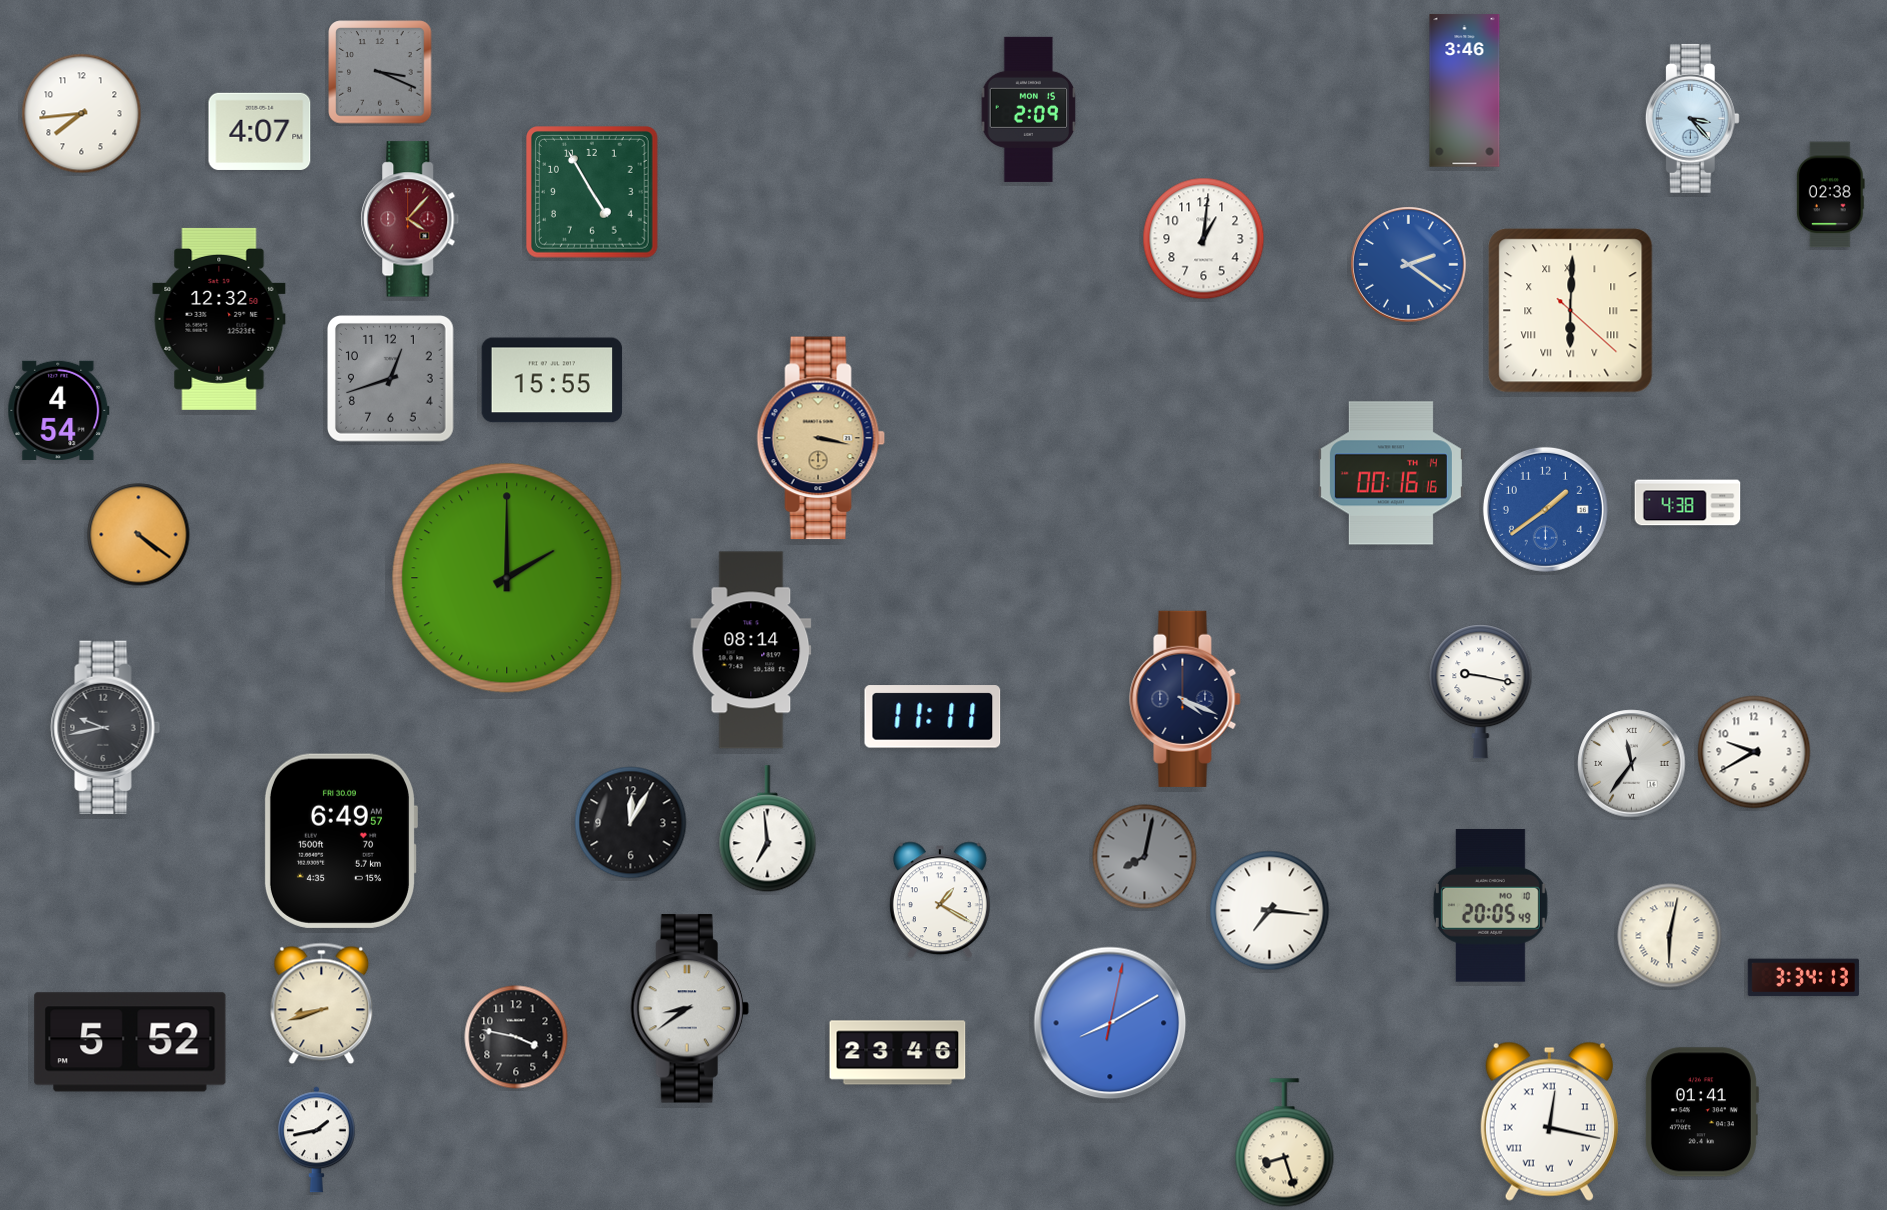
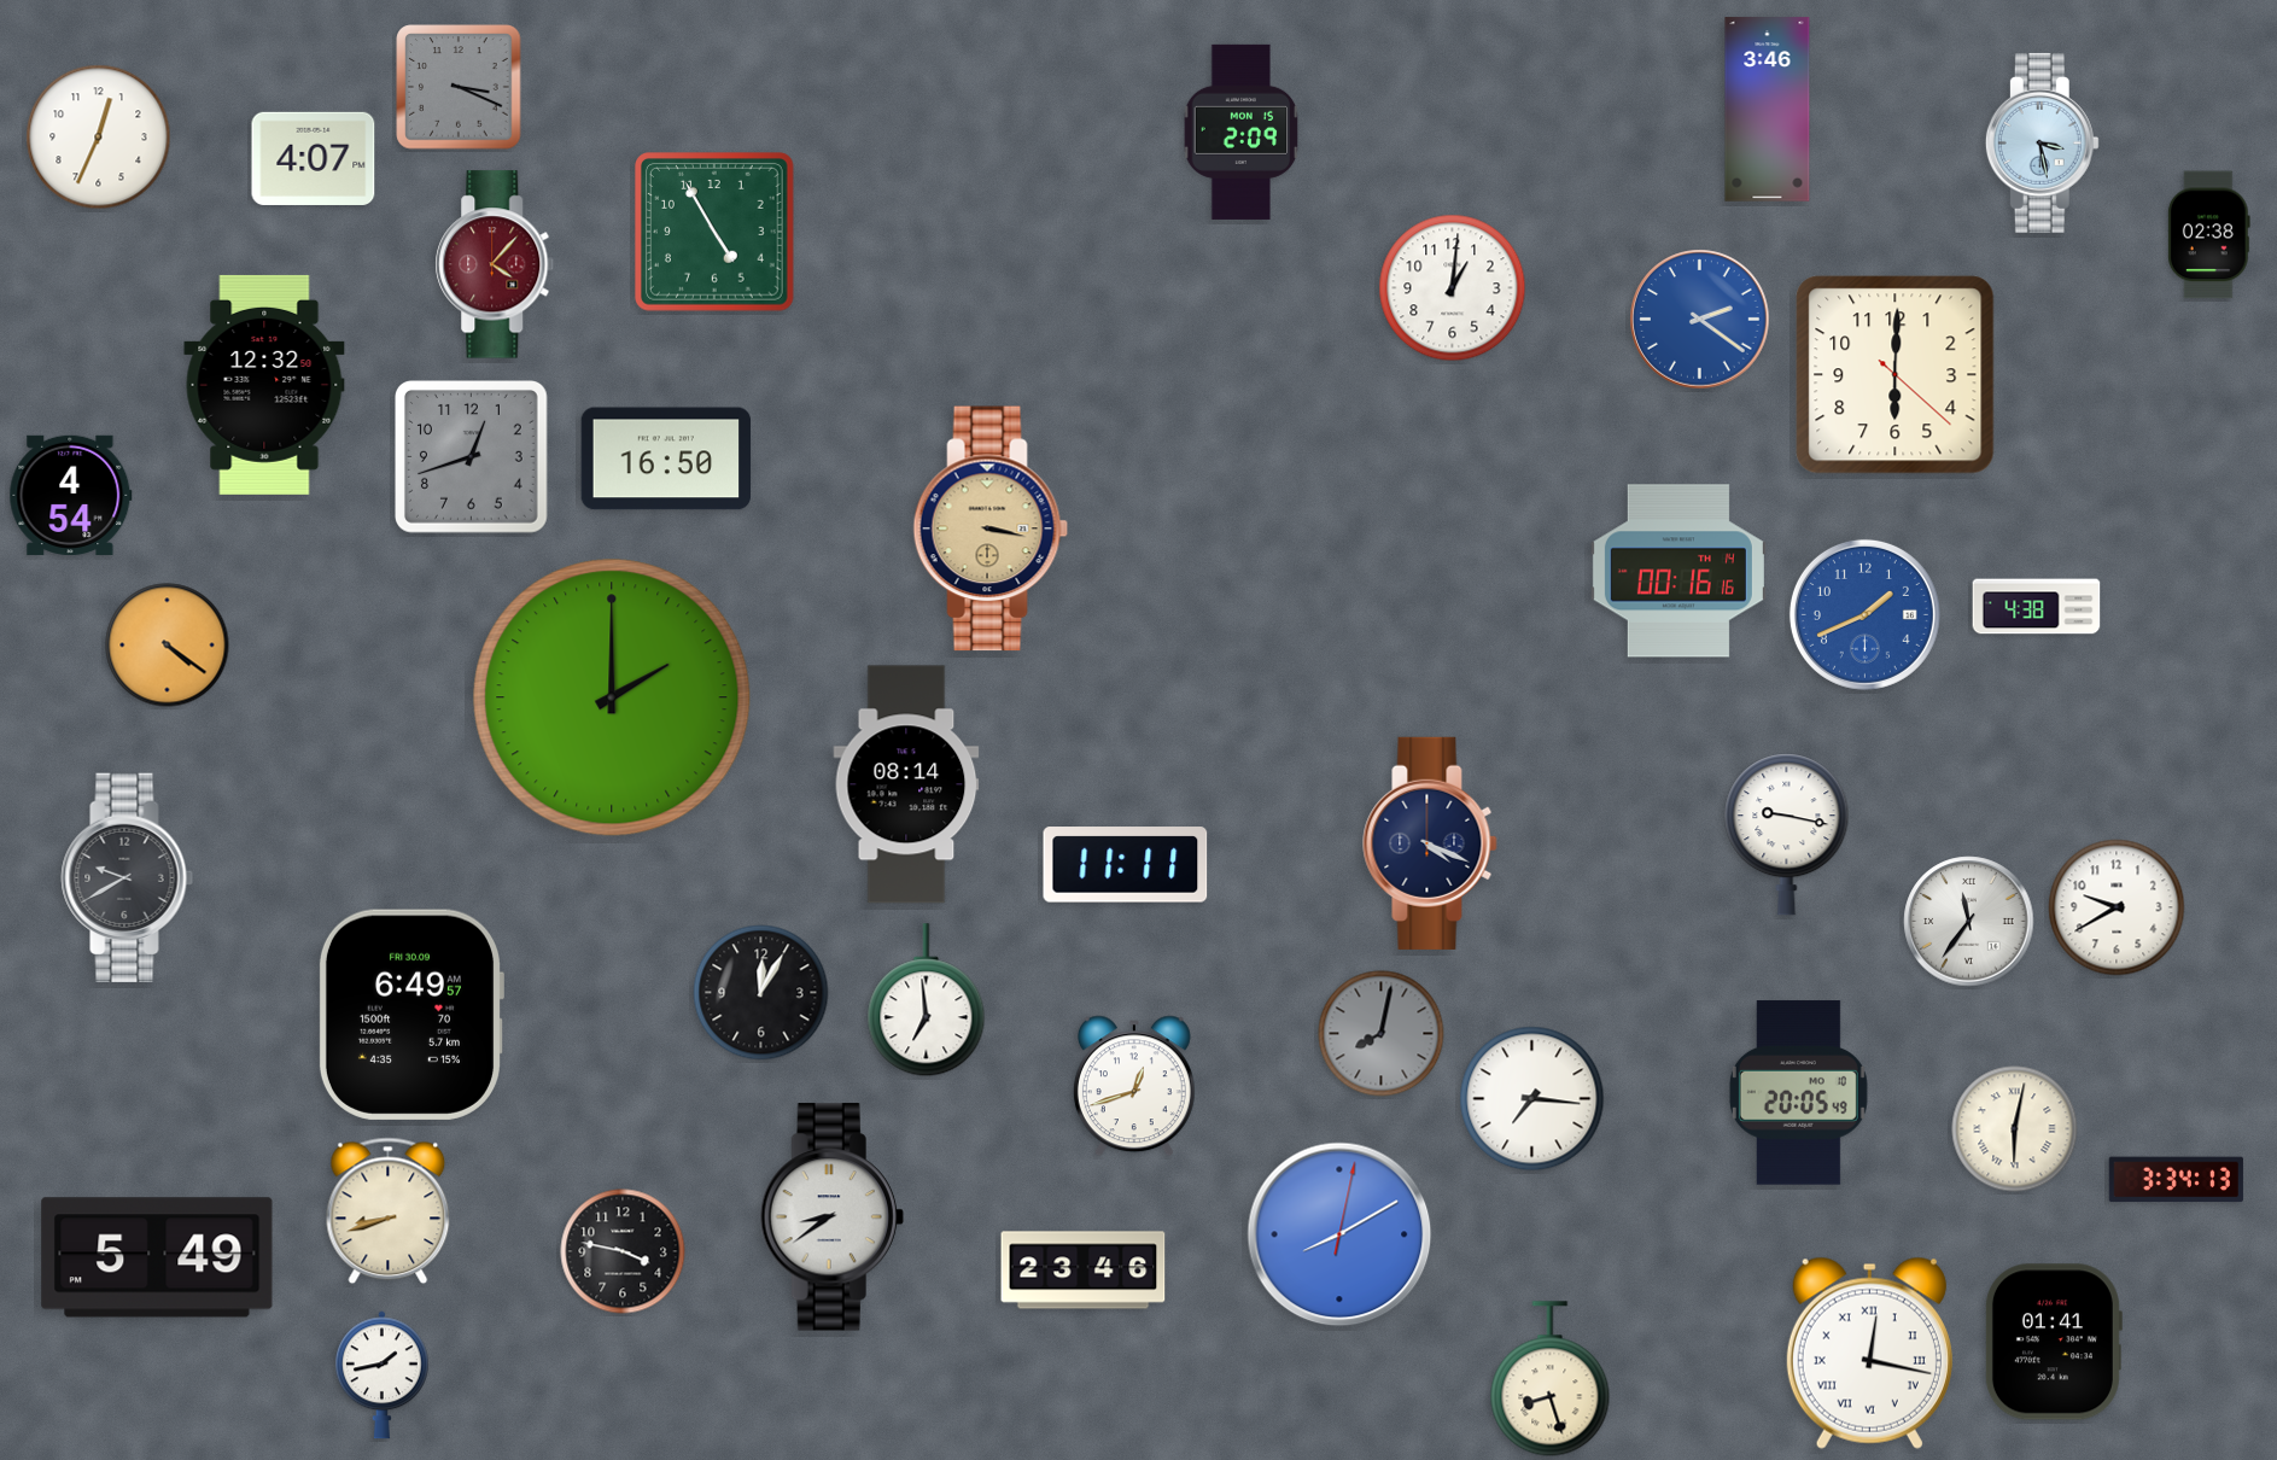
clock at (82, 114): 7:44 -> 12:34
clock at (1692, 118): 3:23 -> 3:28
clock at (1571, 311) numerals: Roman -> Arabic
clock at (552, 380): 15:55 -> 16:50
clock at (1545, 509): 1:39 -> 1:41
clock at (106, 727): 9:43 -> 9:40
clock at (940, 900): 1:20 -> 12:42
clock at (130, 1042): 5:52 -> 5:49
